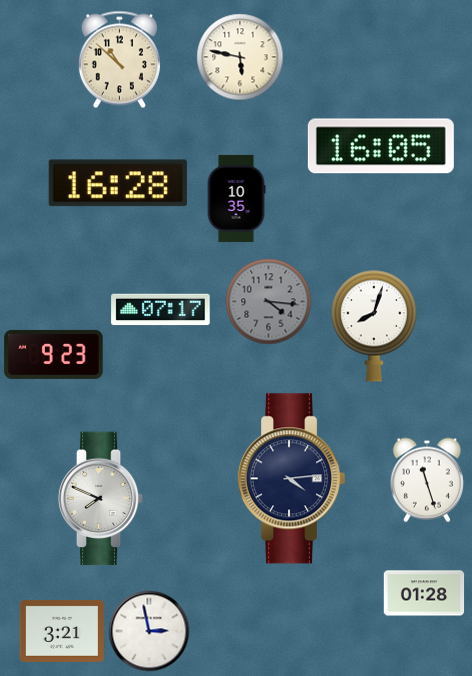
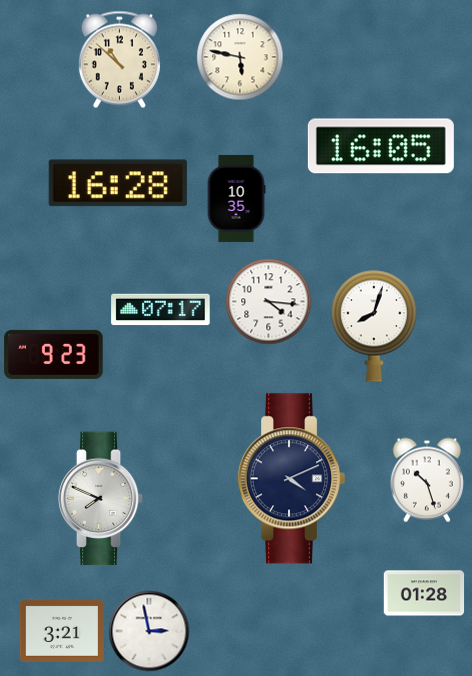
clock at (268, 301) dial: grey -> white
clock at (291, 479): 4:14 -> 4:11
clock at (427, 480): 11:27 -> 10:27
